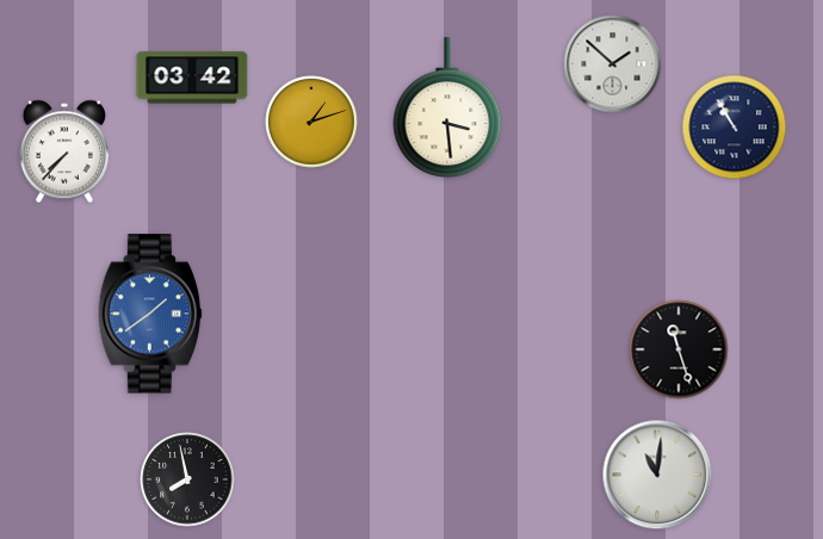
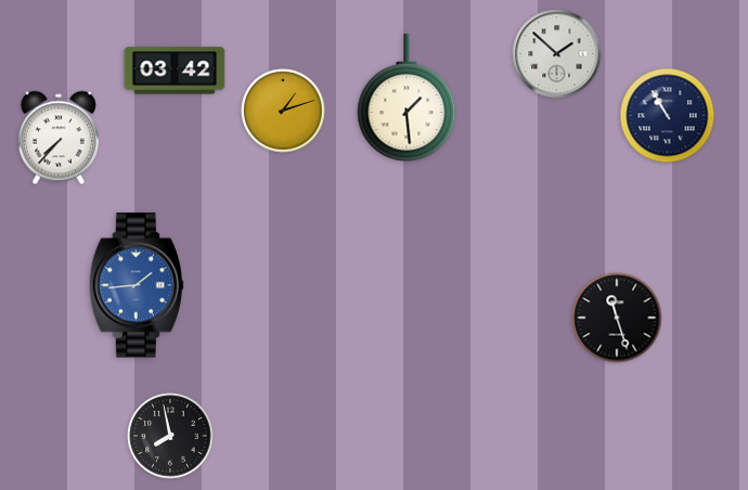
clock at (613, 64) position: (613, 64) -> (557, 54)
clock at (447, 107): 3:29 -> 1:29
clock at (149, 314): 1:39 -> 1:44
clock at (657, 475): 11:01 -> none
